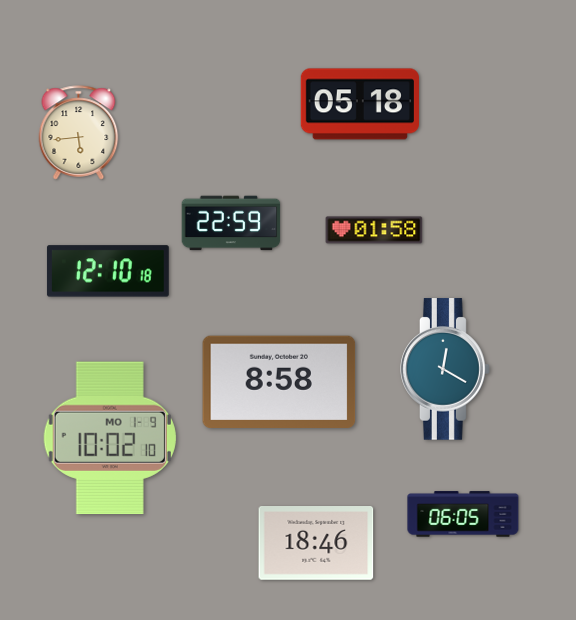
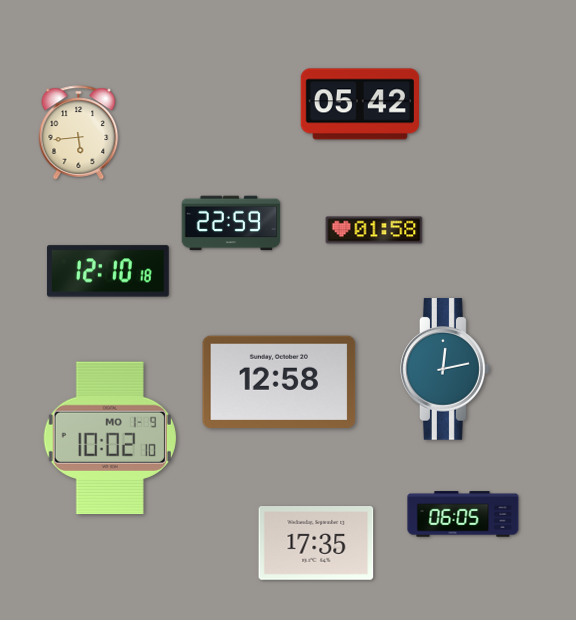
clock at (360, 104): 05:18 -> 05:42
clock at (445, 369): 12:20 -> 12:13
clock at (279, 381): 8:58 -> 12:58
clock at (316, 544): 18:46 -> 17:35
